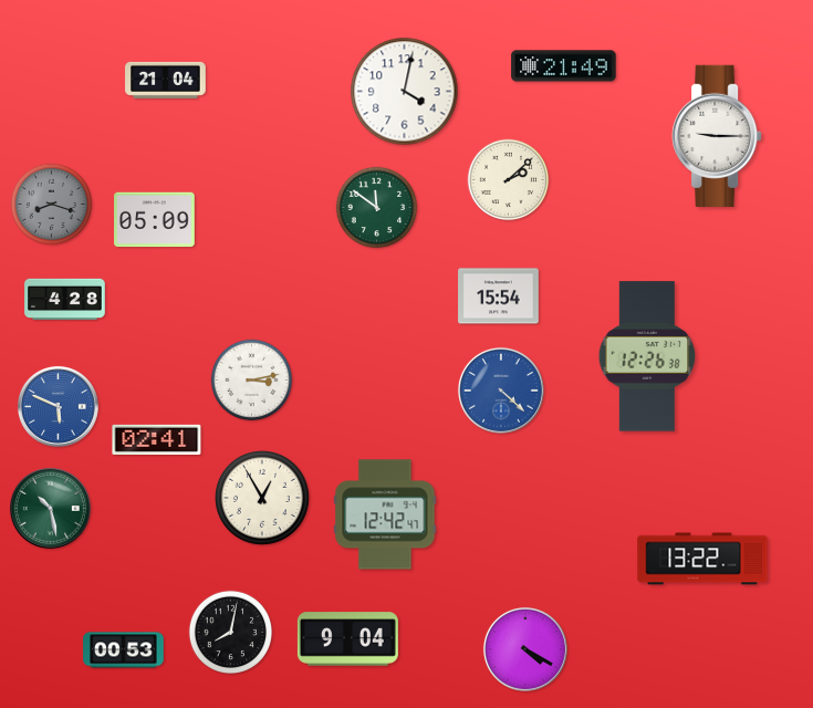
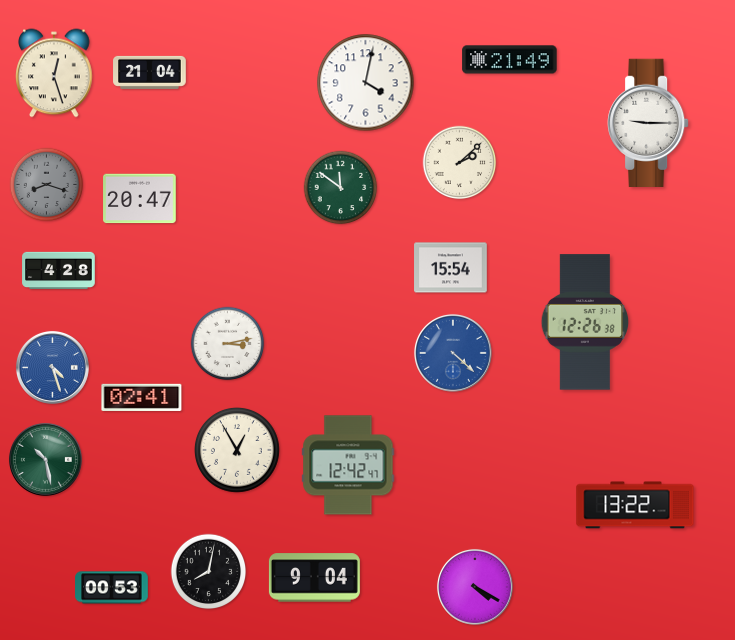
clock at (54, 73): none -> 12:27
clock at (155, 220): 05:09 -> 20:47
clock at (58, 406): 5:49 -> 4:27
